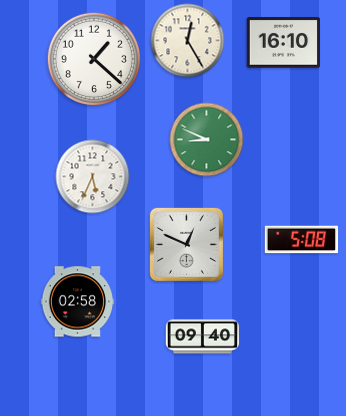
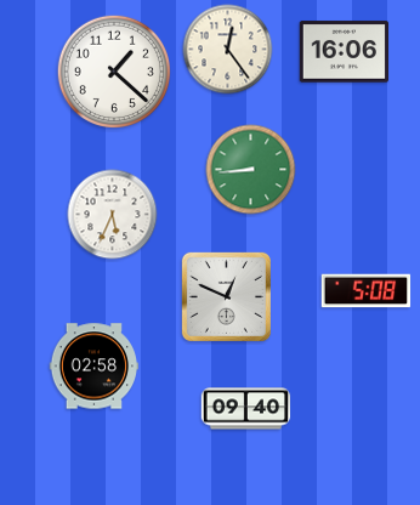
clock at (188, 41): 12:25 -> 12:24
clock at (283, 43): 16:10 -> 16:06
clock at (207, 140): 8:49 -> 8:44
